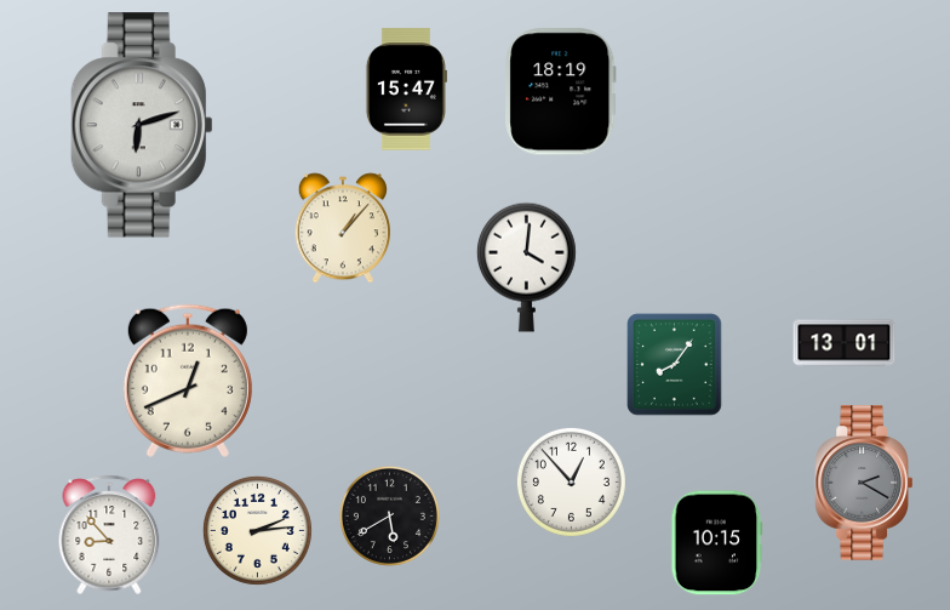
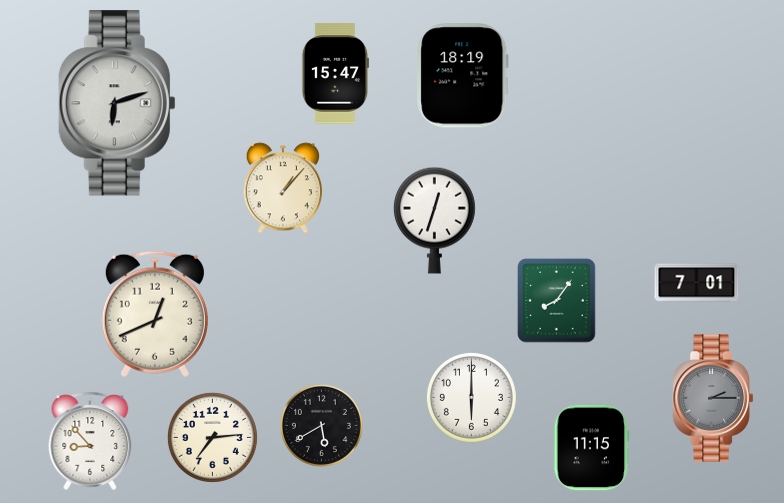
clock at (526, 267): 4:01 -> 12:33
clock at (845, 343): 13:01 -> 7:01
clock at (571, 481): 12:53 -> 6:00
clock at (863, 483): 2:20 -> 2:15
clock at (257, 530): 2:14 -> 7:14
clock at (717, 543): 10:15 -> 11:15
